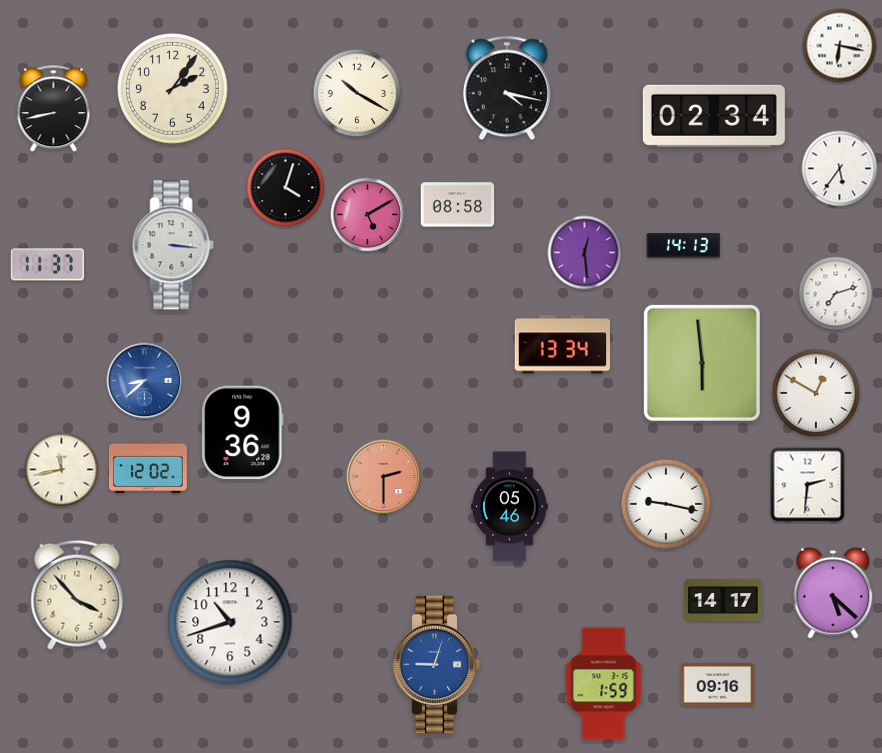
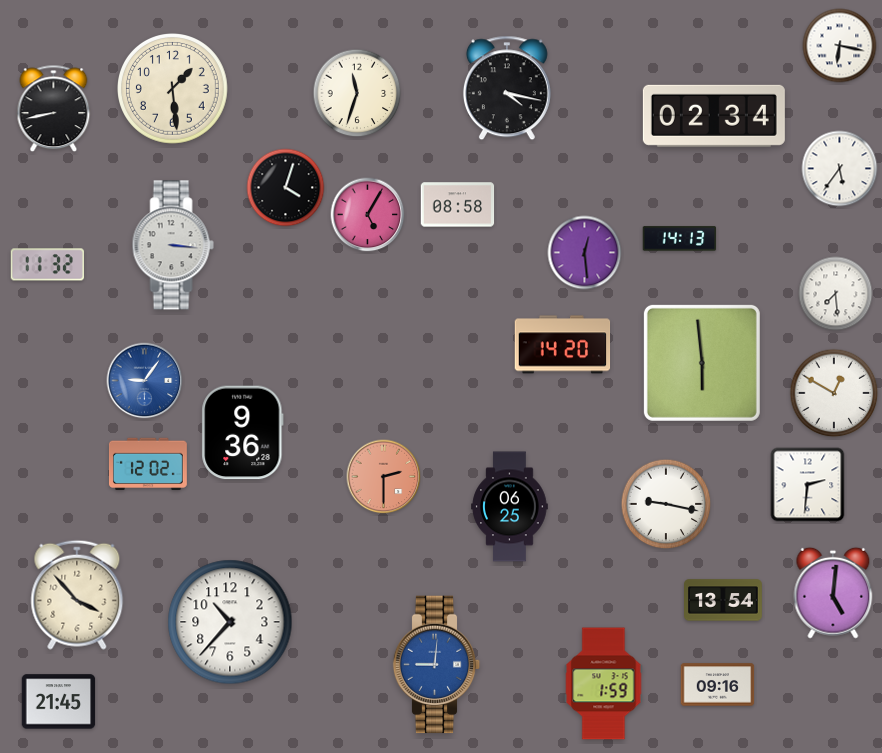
clock at (173, 89): 2:06 -> 1:29
clock at (357, 93): 10:20 -> 11:33
clock at (368, 215): 5:10 -> 5:05
clock at (684, 246) position: (684, 246) -> (680, 239)
clock at (48, 265): 11:37 -> 11:32
clock at (836, 294): 7:12 -> 7:29
clock at (563, 345): 13:34 -> 14:20
clock at (145, 381): 8:38 -> 9:06
clock at (816, 393) position: (816, 393) -> (834, 393)
clock at (148, 467) position: (148, 467) -> (148, 464)
clock at (62, 470): 11:43 -> none
clock at (510, 507): 05:46 -> 06:25
clock at (833, 593): 5:22 -> 5:01
clock at (724, 600): 14:17 -> 13:54
clock at (230, 622): 10:42 -> 10:37
clock at (437, 665): 9:03 -> 9:01
clock at (59, 702): none -> 21:45
